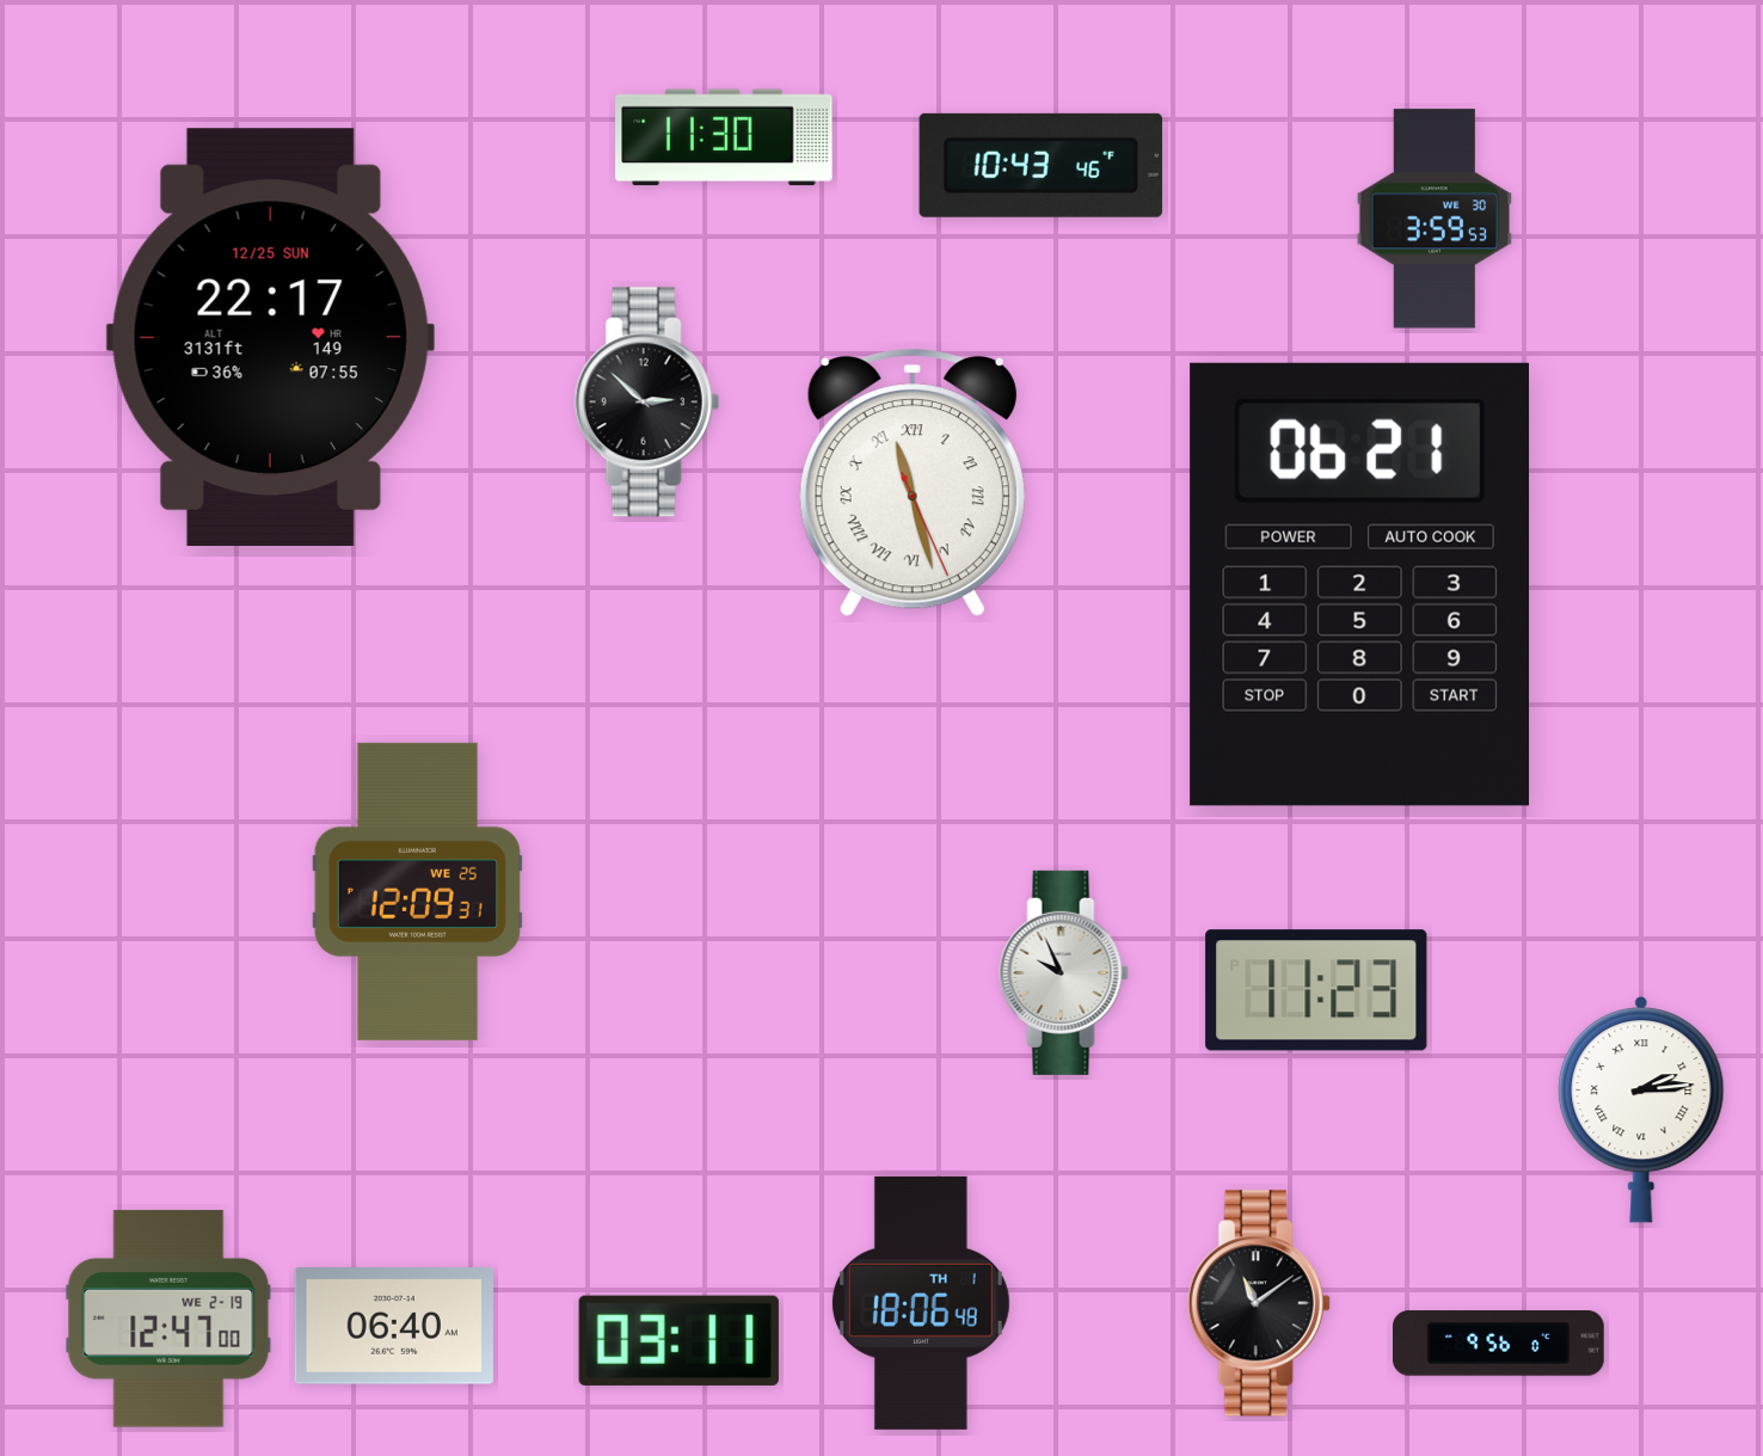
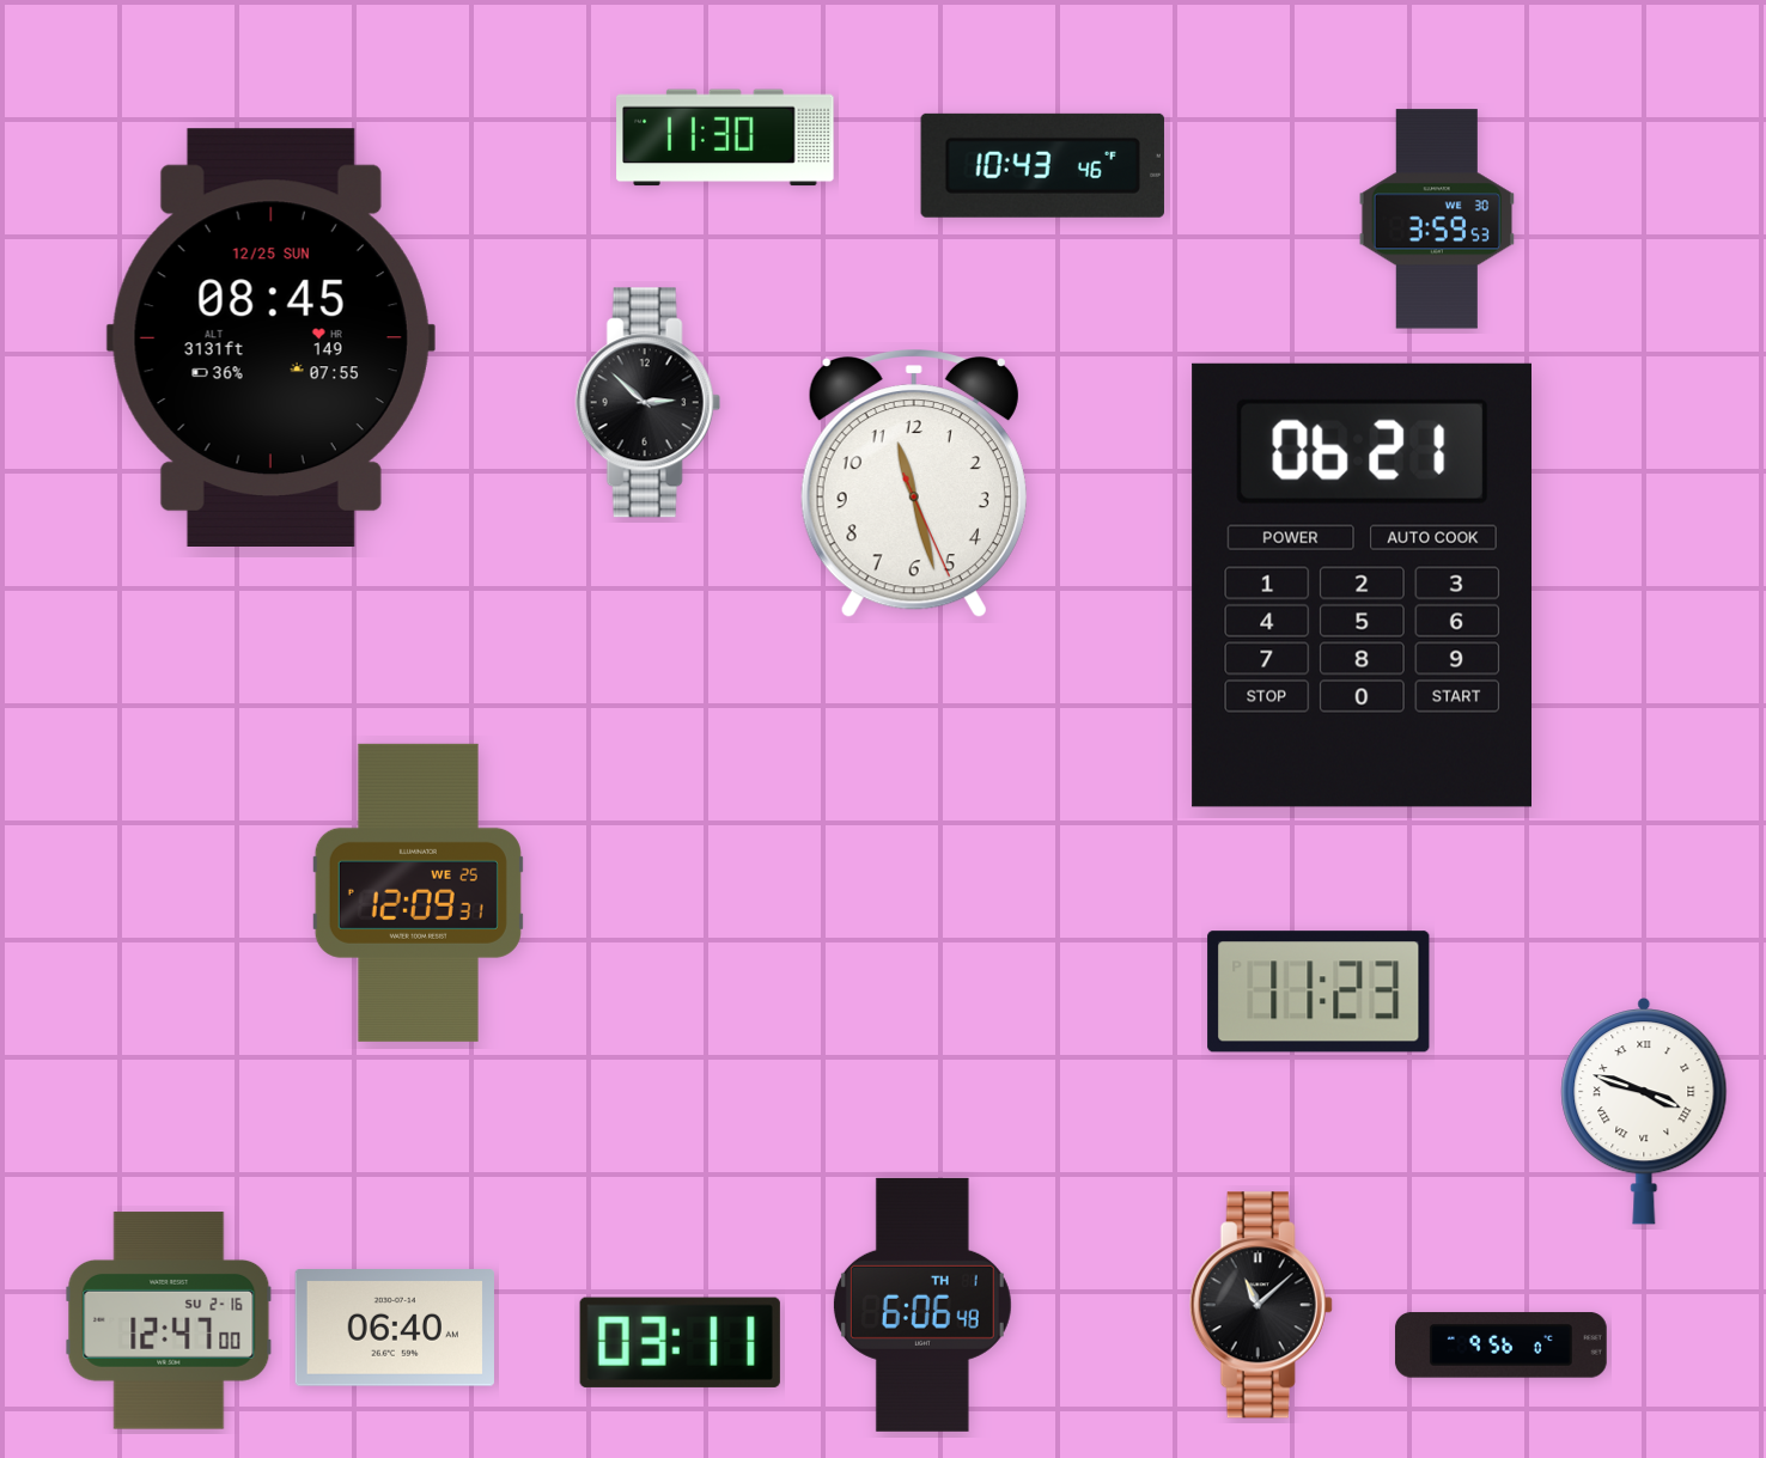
clock at (270, 337): 22:17 -> 08:45
clock at (913, 484) numerals: Roman -> Arabic
clock at (1064, 972): 9:56 -> none
clock at (1641, 1111): 2:14 -> 3:48
clock at (921, 1303): 18:06 -> 6:06
clock at (1259, 1303): 11:09 -> 11:08
clock at (168, 1319) date: WE 2-19 -> SU 2-16
